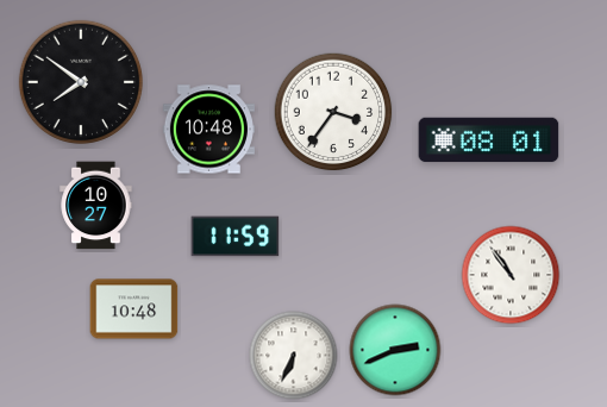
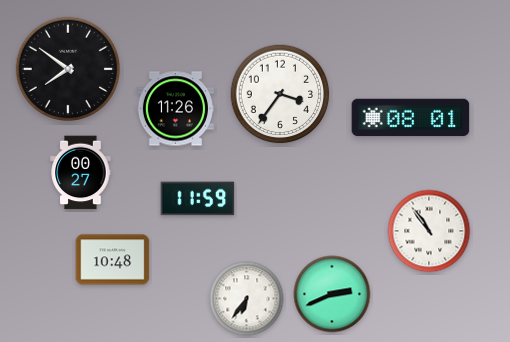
clock at (208, 130): 10:48 -> 11:26
clock at (96, 206): 10:27 -> 00:27
clock at (294, 356): 6:34 -> 6:36
